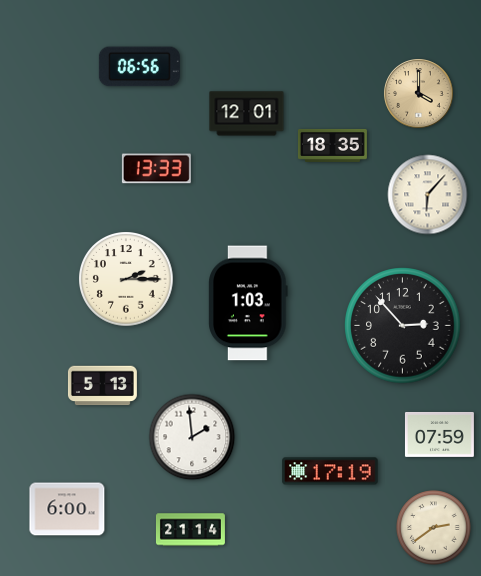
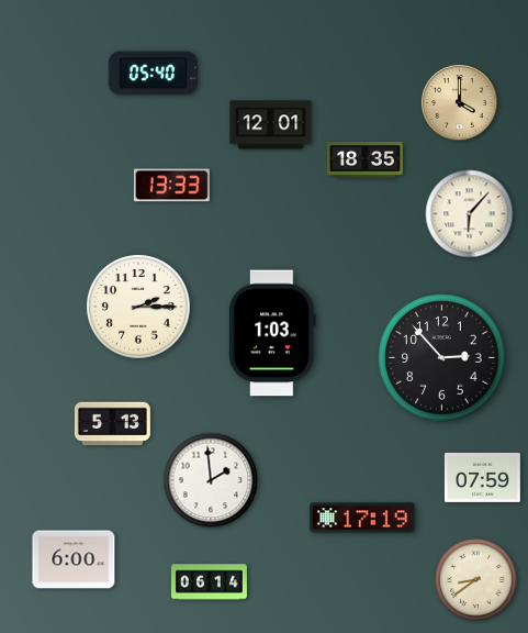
clock at (139, 67): 06:56 -> 05:40
clock at (434, 528): 2:39 -> 8:39
clock at (190, 530): 21:14 -> 06:14
